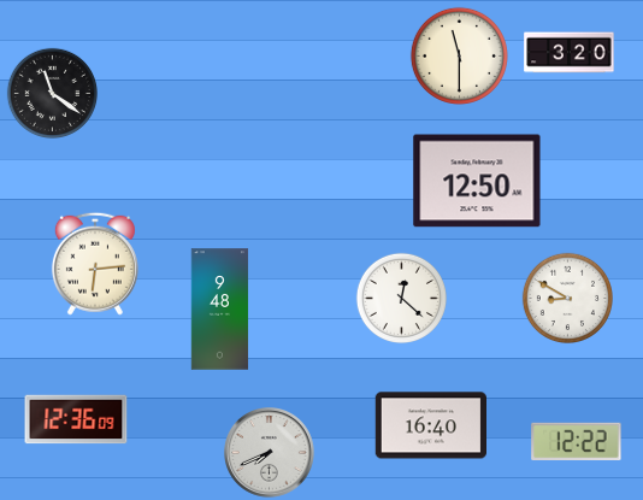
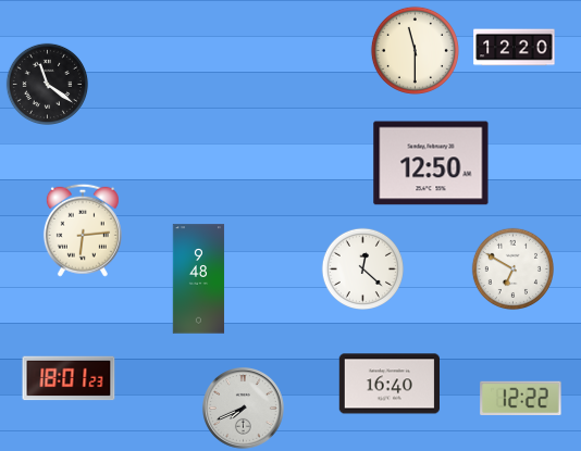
clock at (570, 53): 3:20 -> 12:20
clock at (95, 264) position: (95, 264) -> (83, 230)
clock at (567, 298): 8:50 -> 6:50
clock at (76, 419): 12:36 -> 18:01
